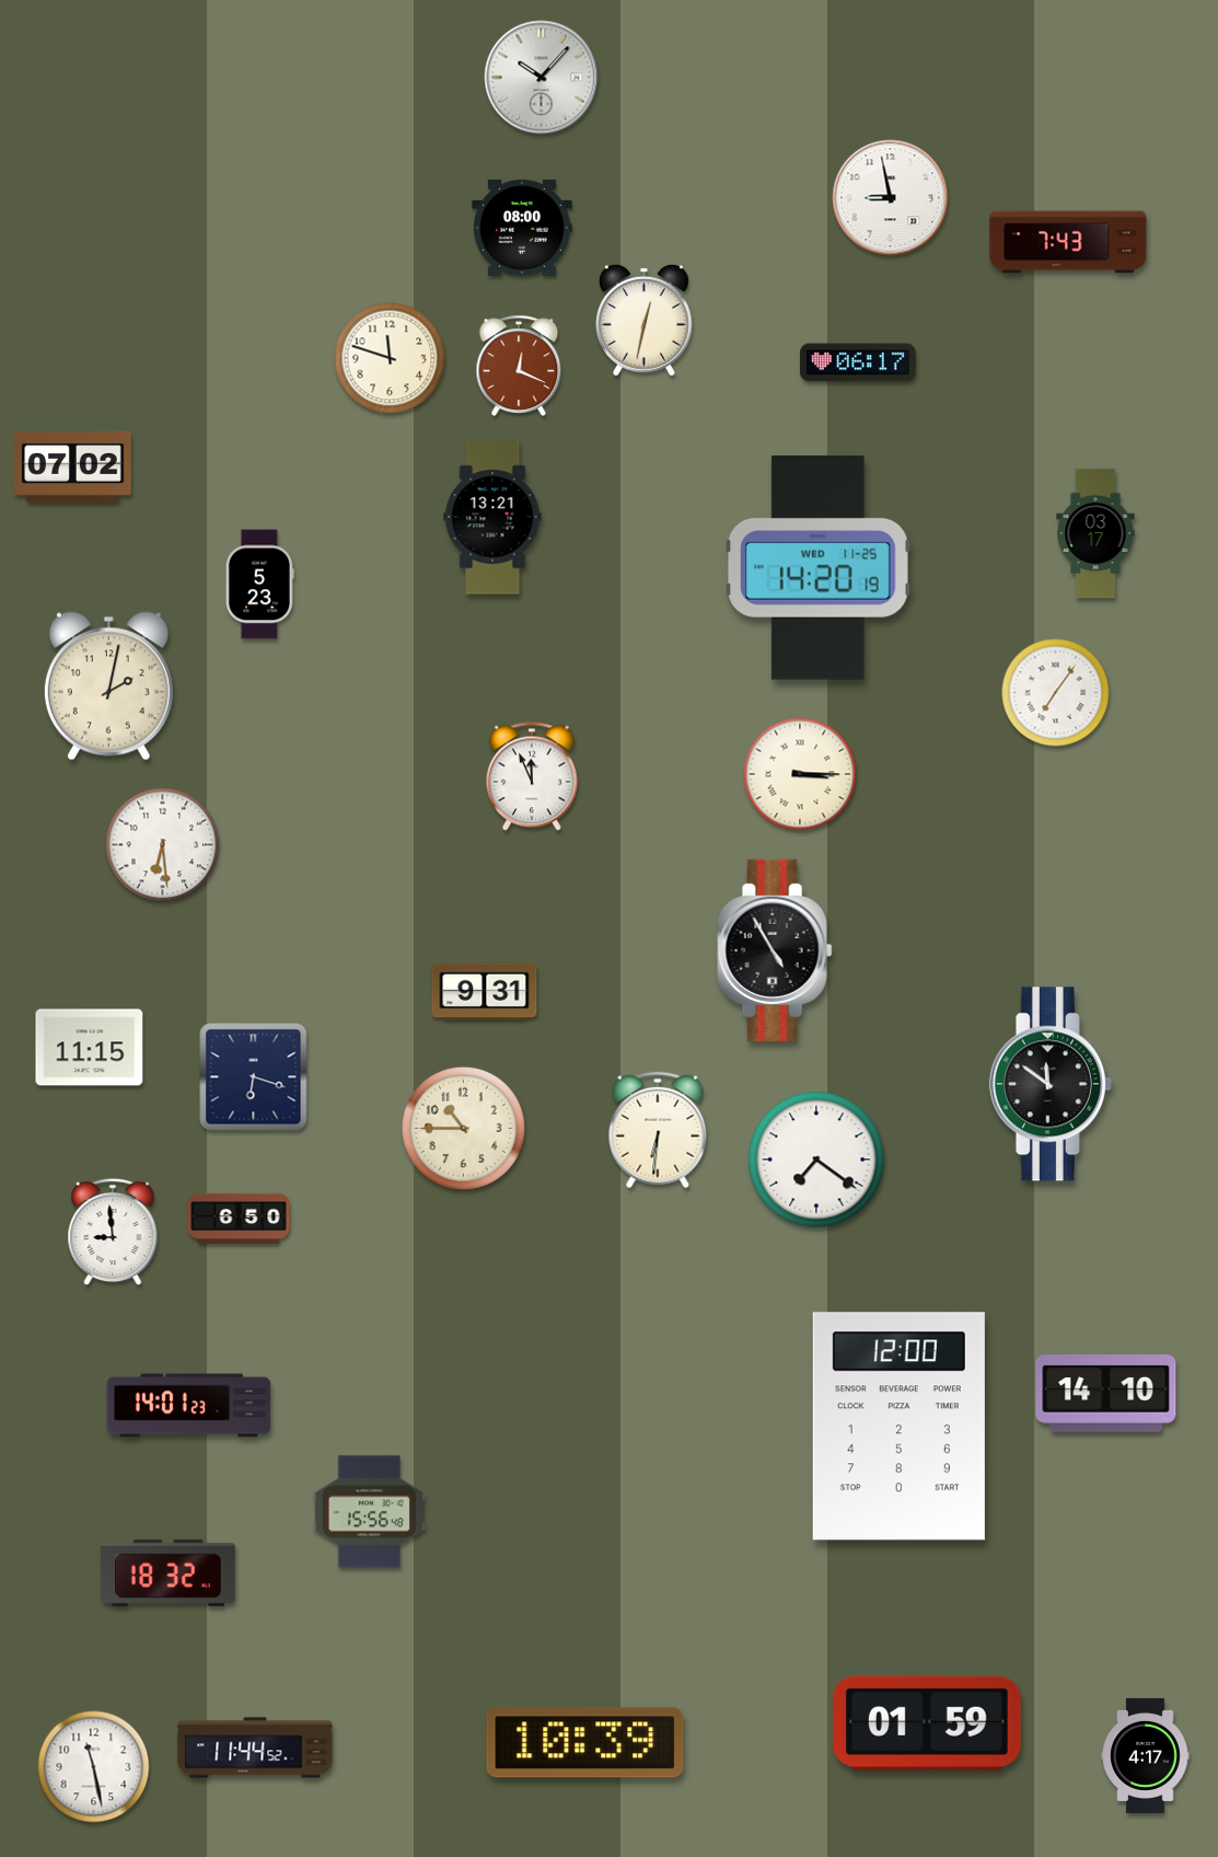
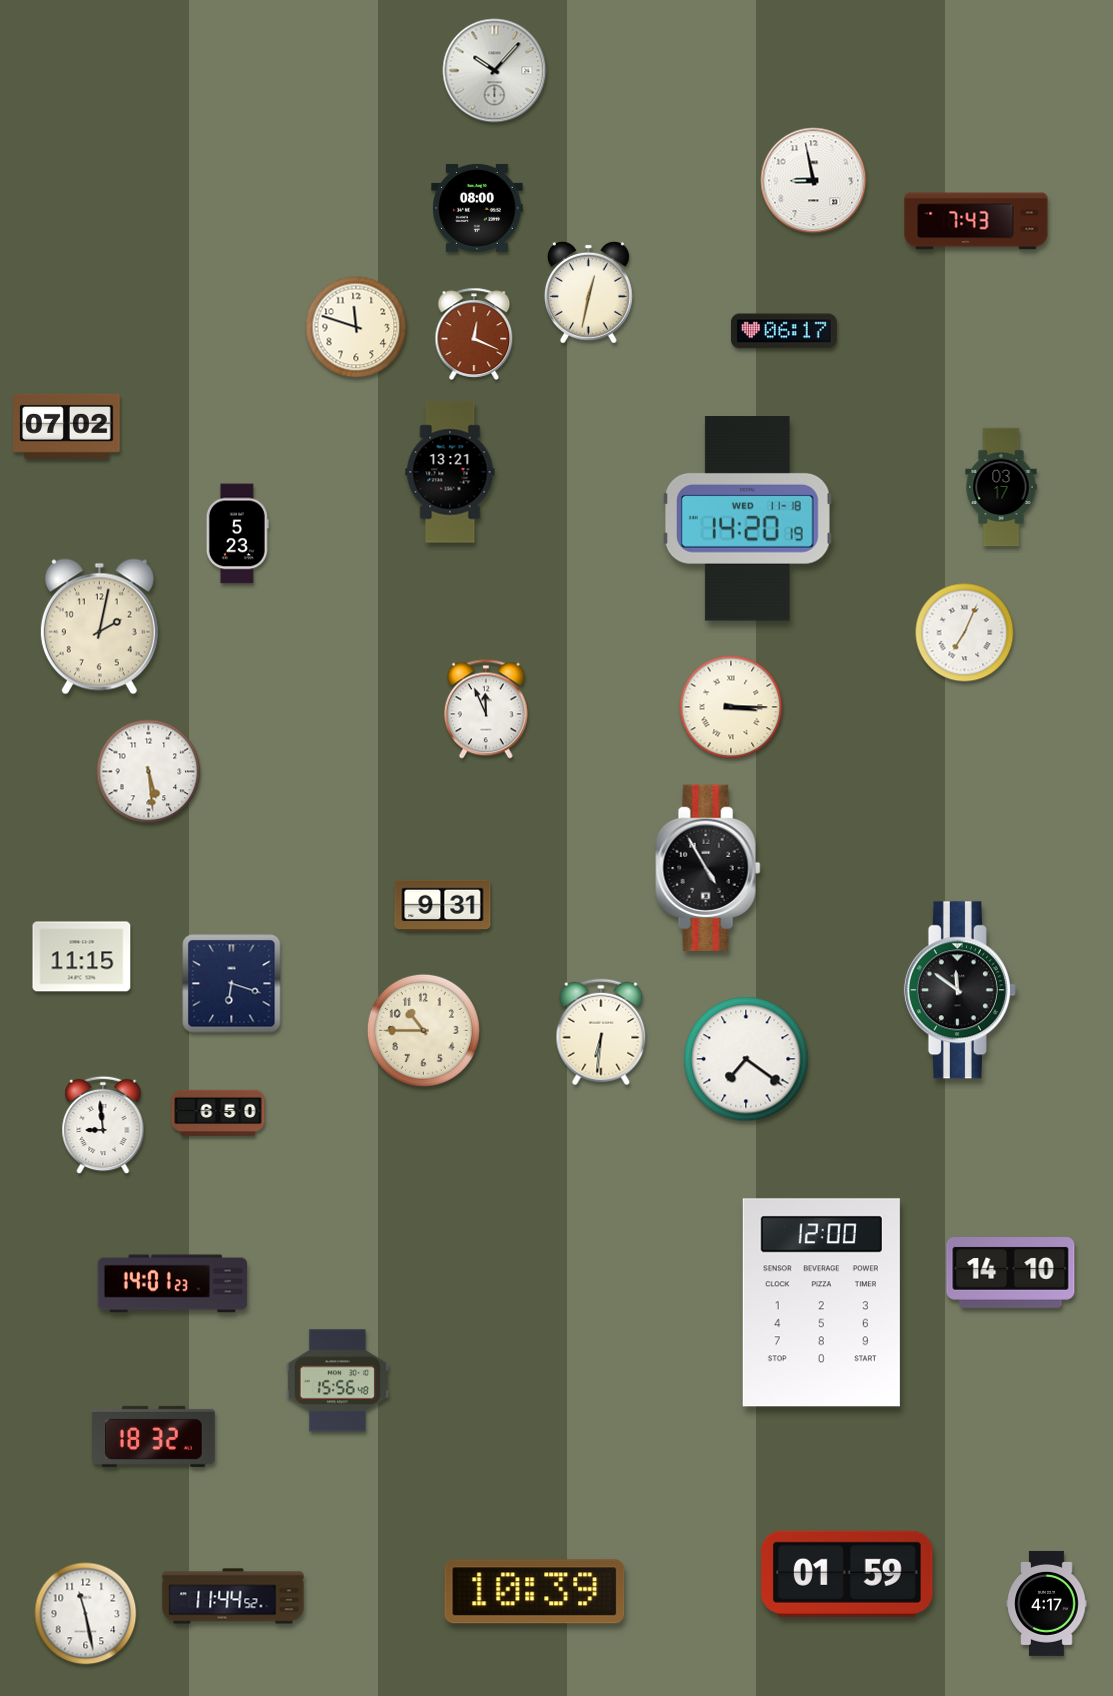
clock at (817, 568) date: WED 11-25 -> WED 11-18
clock at (1056, 693): 7:06 -> 7:04
clock at (163, 845): 6:29 -> 5:29
